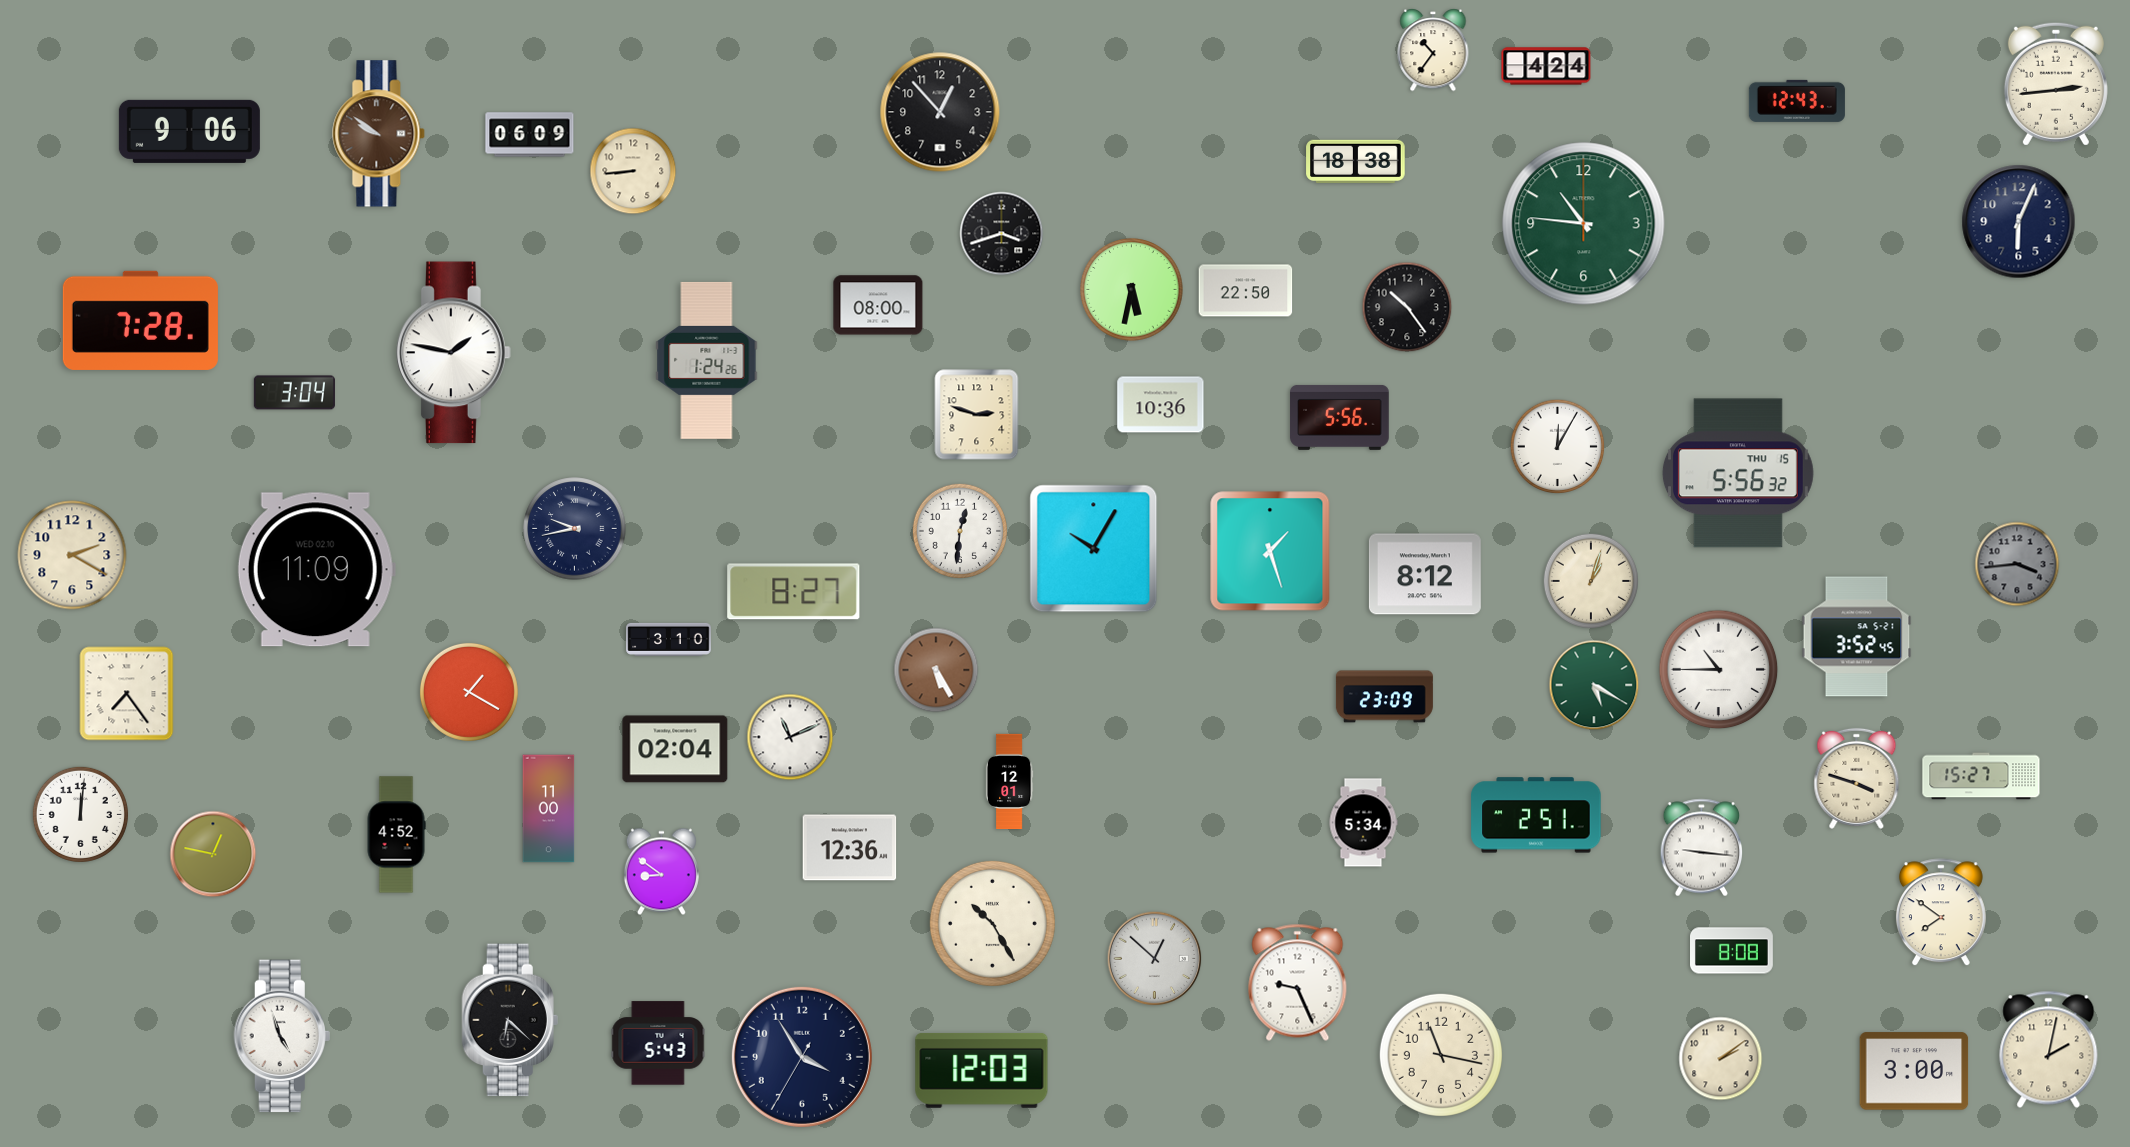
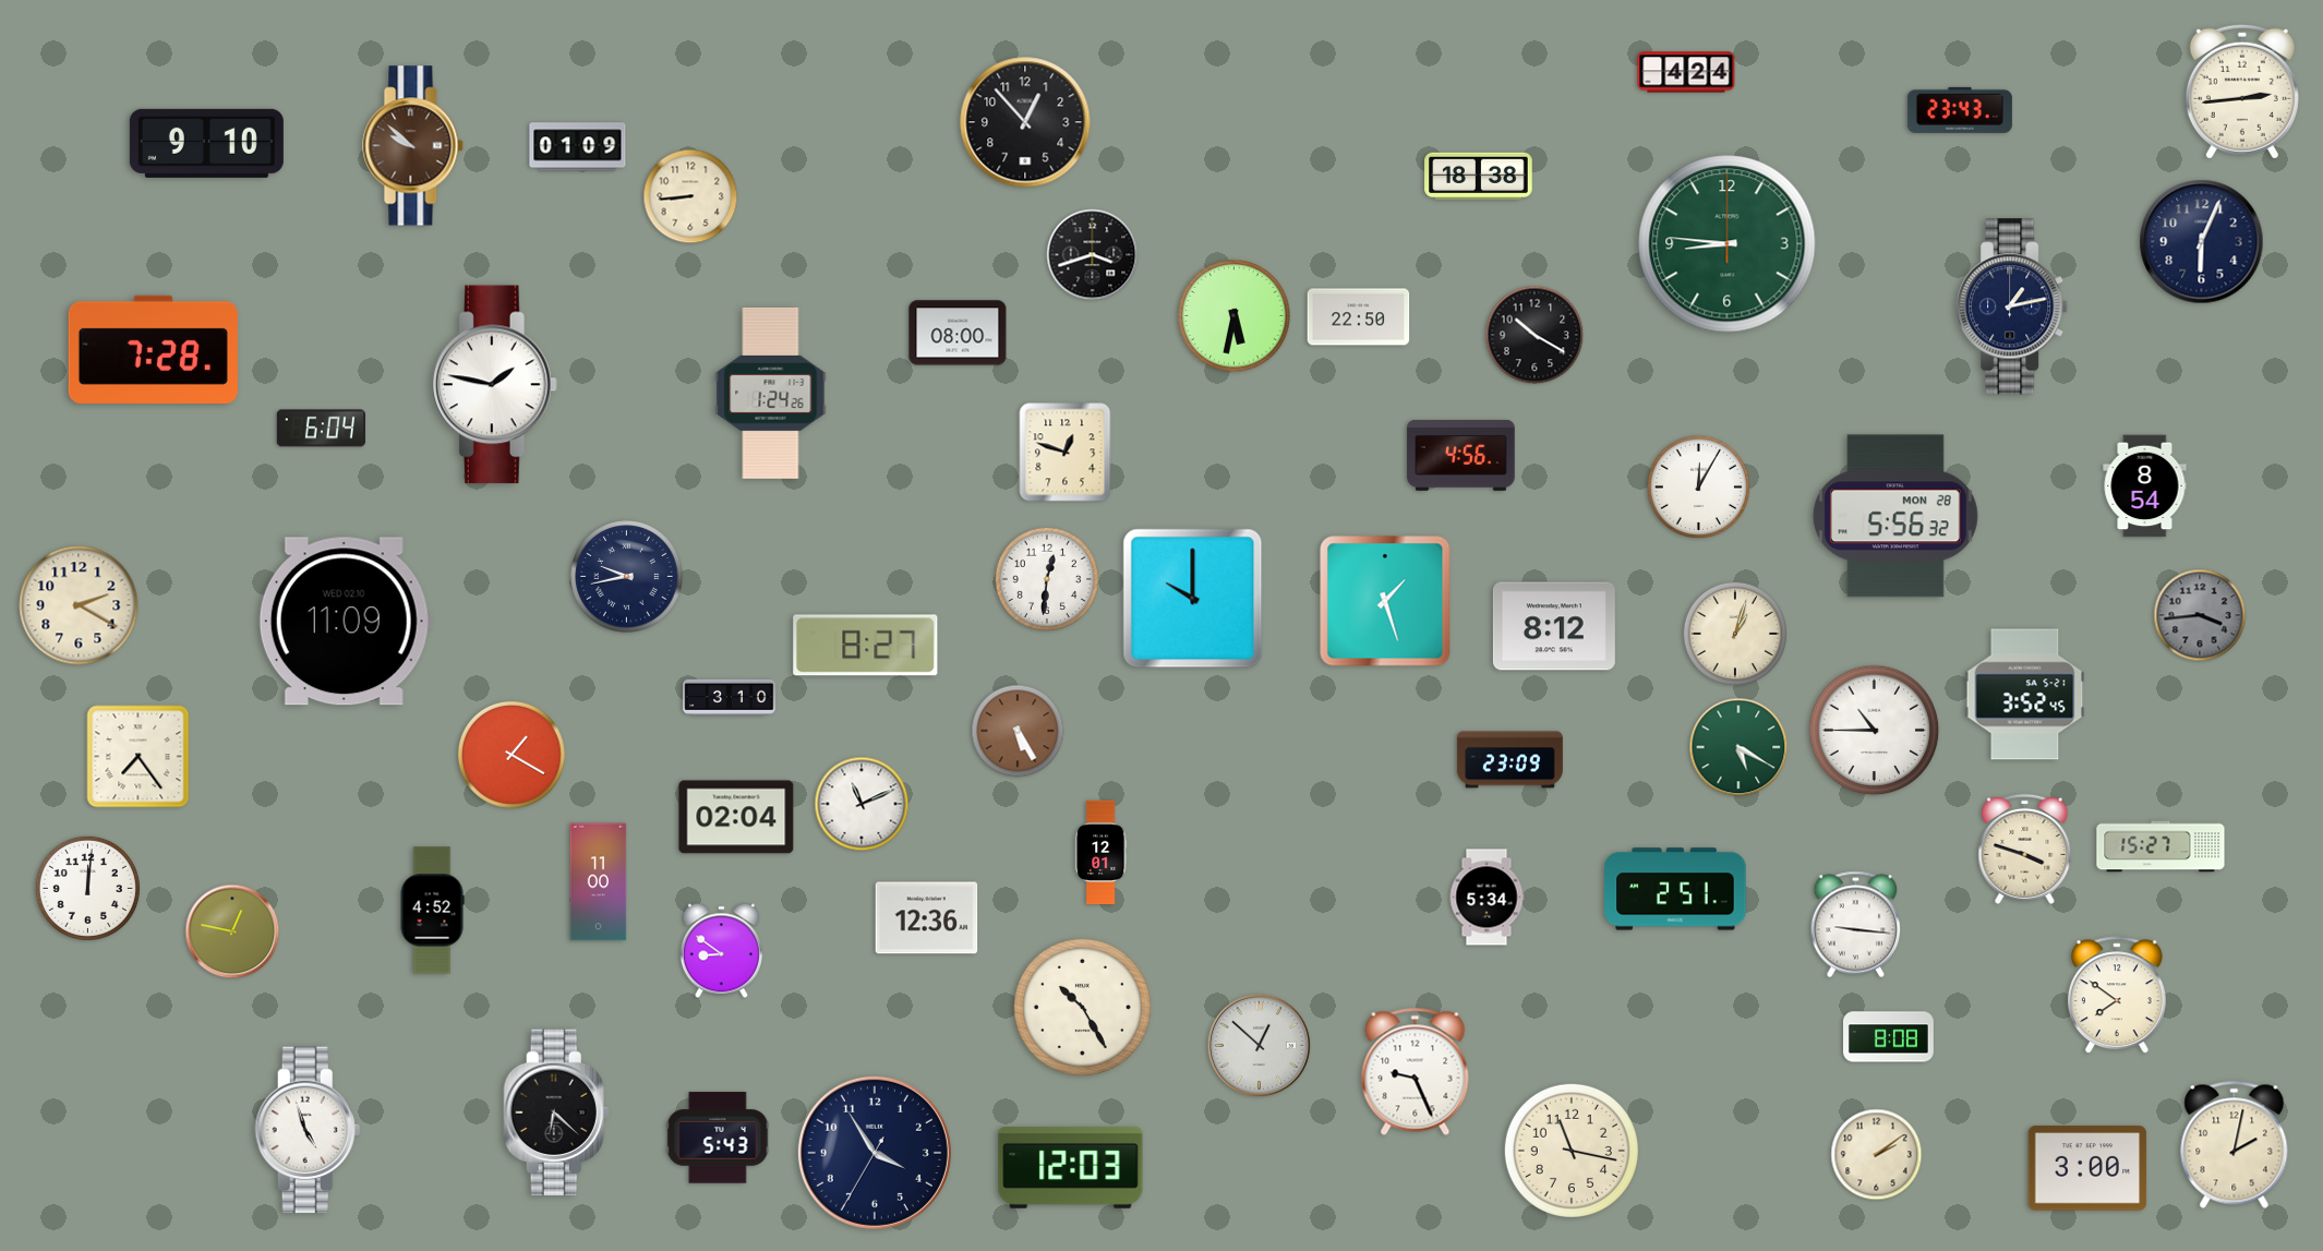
clock at (1433, 50): 10:36 -> none
clock at (1797, 101): 12:43 -> 23:43
clock at (189, 131): 9:06 -> 9:10
clock at (379, 134): 9:51 -> 9:52
clock at (530, 135): 06:09 -> 01:09
clock at (633, 171) position: (633, 171) -> (690, 196)
clock at (1584, 224): 10:46 -> 8:46
clock at (2013, 306): none -> 1:13
clock at (1407, 307): 10:24 -> 10:20
clock at (294, 393): 3:04 -> 6:04
clock at (1161, 405): 10:36 -> none
clock at (977, 415): 2:48 -> 12:48
clock at (1340, 417): 5:56 -> 4:56
clock at (2145, 486): none -> 8:54
clock at (1738, 473) date: THU 15 -> MON 28
clock at (1094, 549): 10:05 -> 10:00
clock at (936, 670) position: (936, 670) -> (1018, 731)
clock at (850, 848) position: (850, 848) -> (927, 918)
